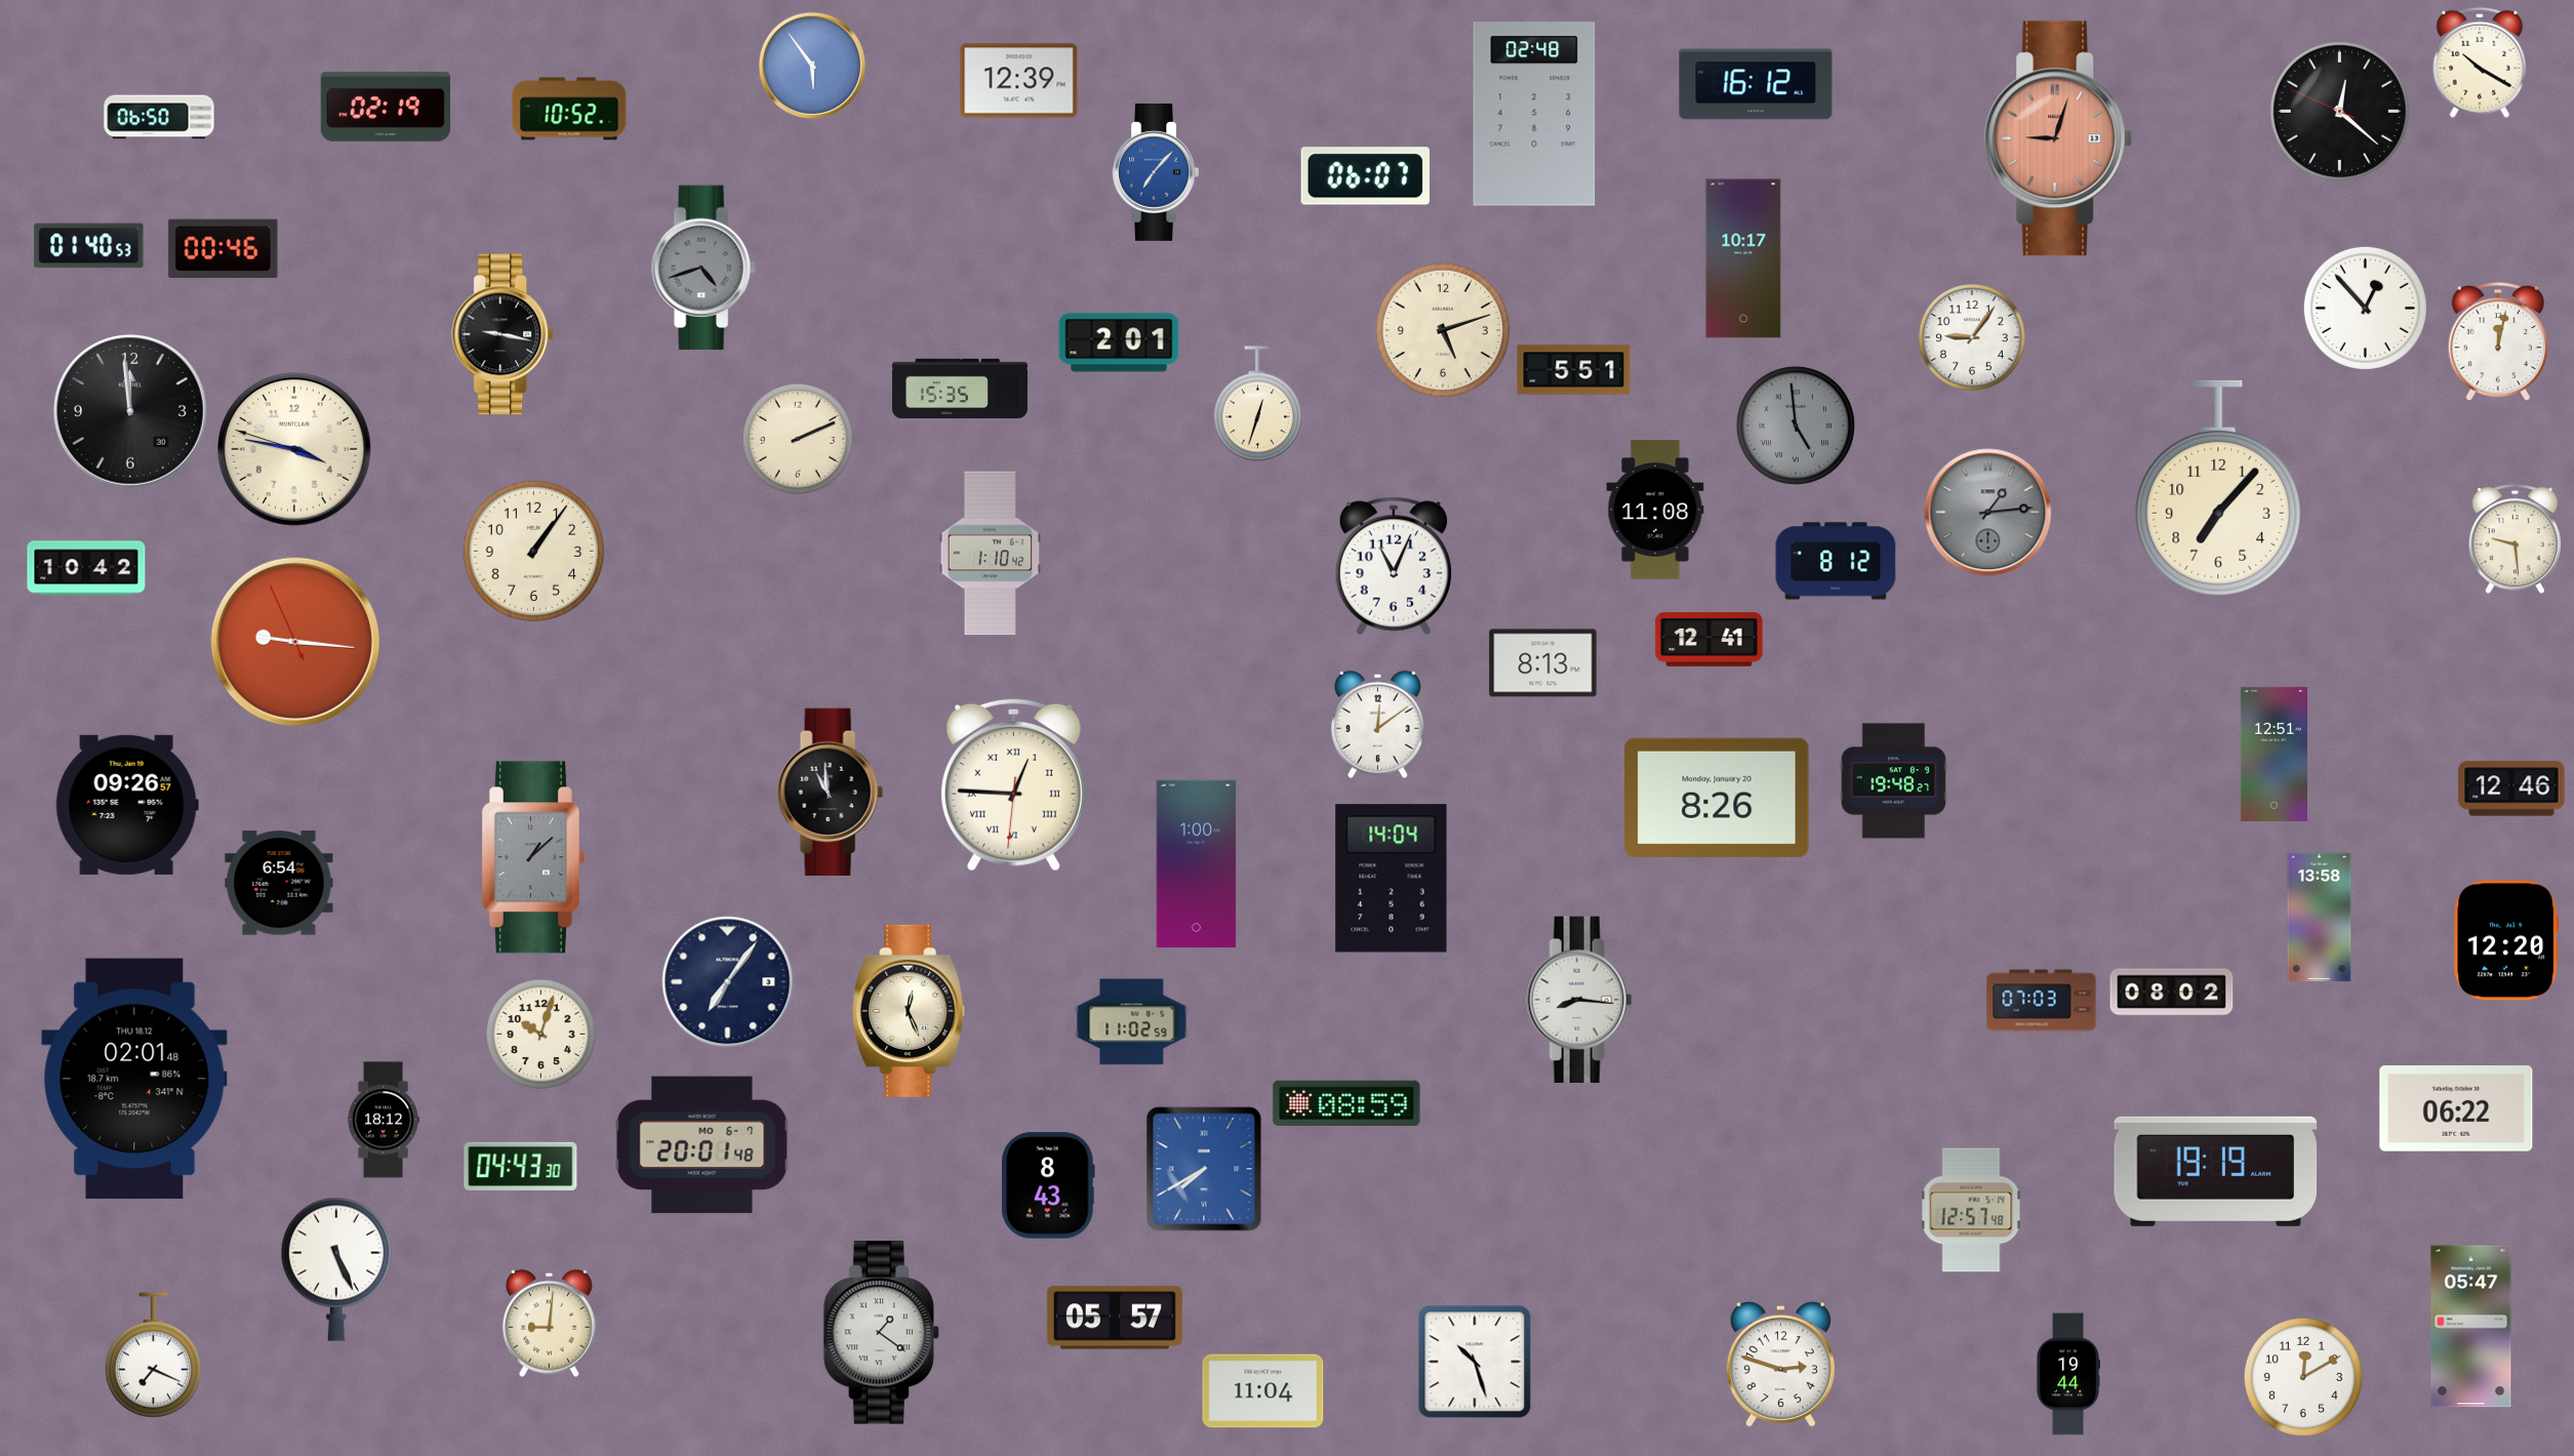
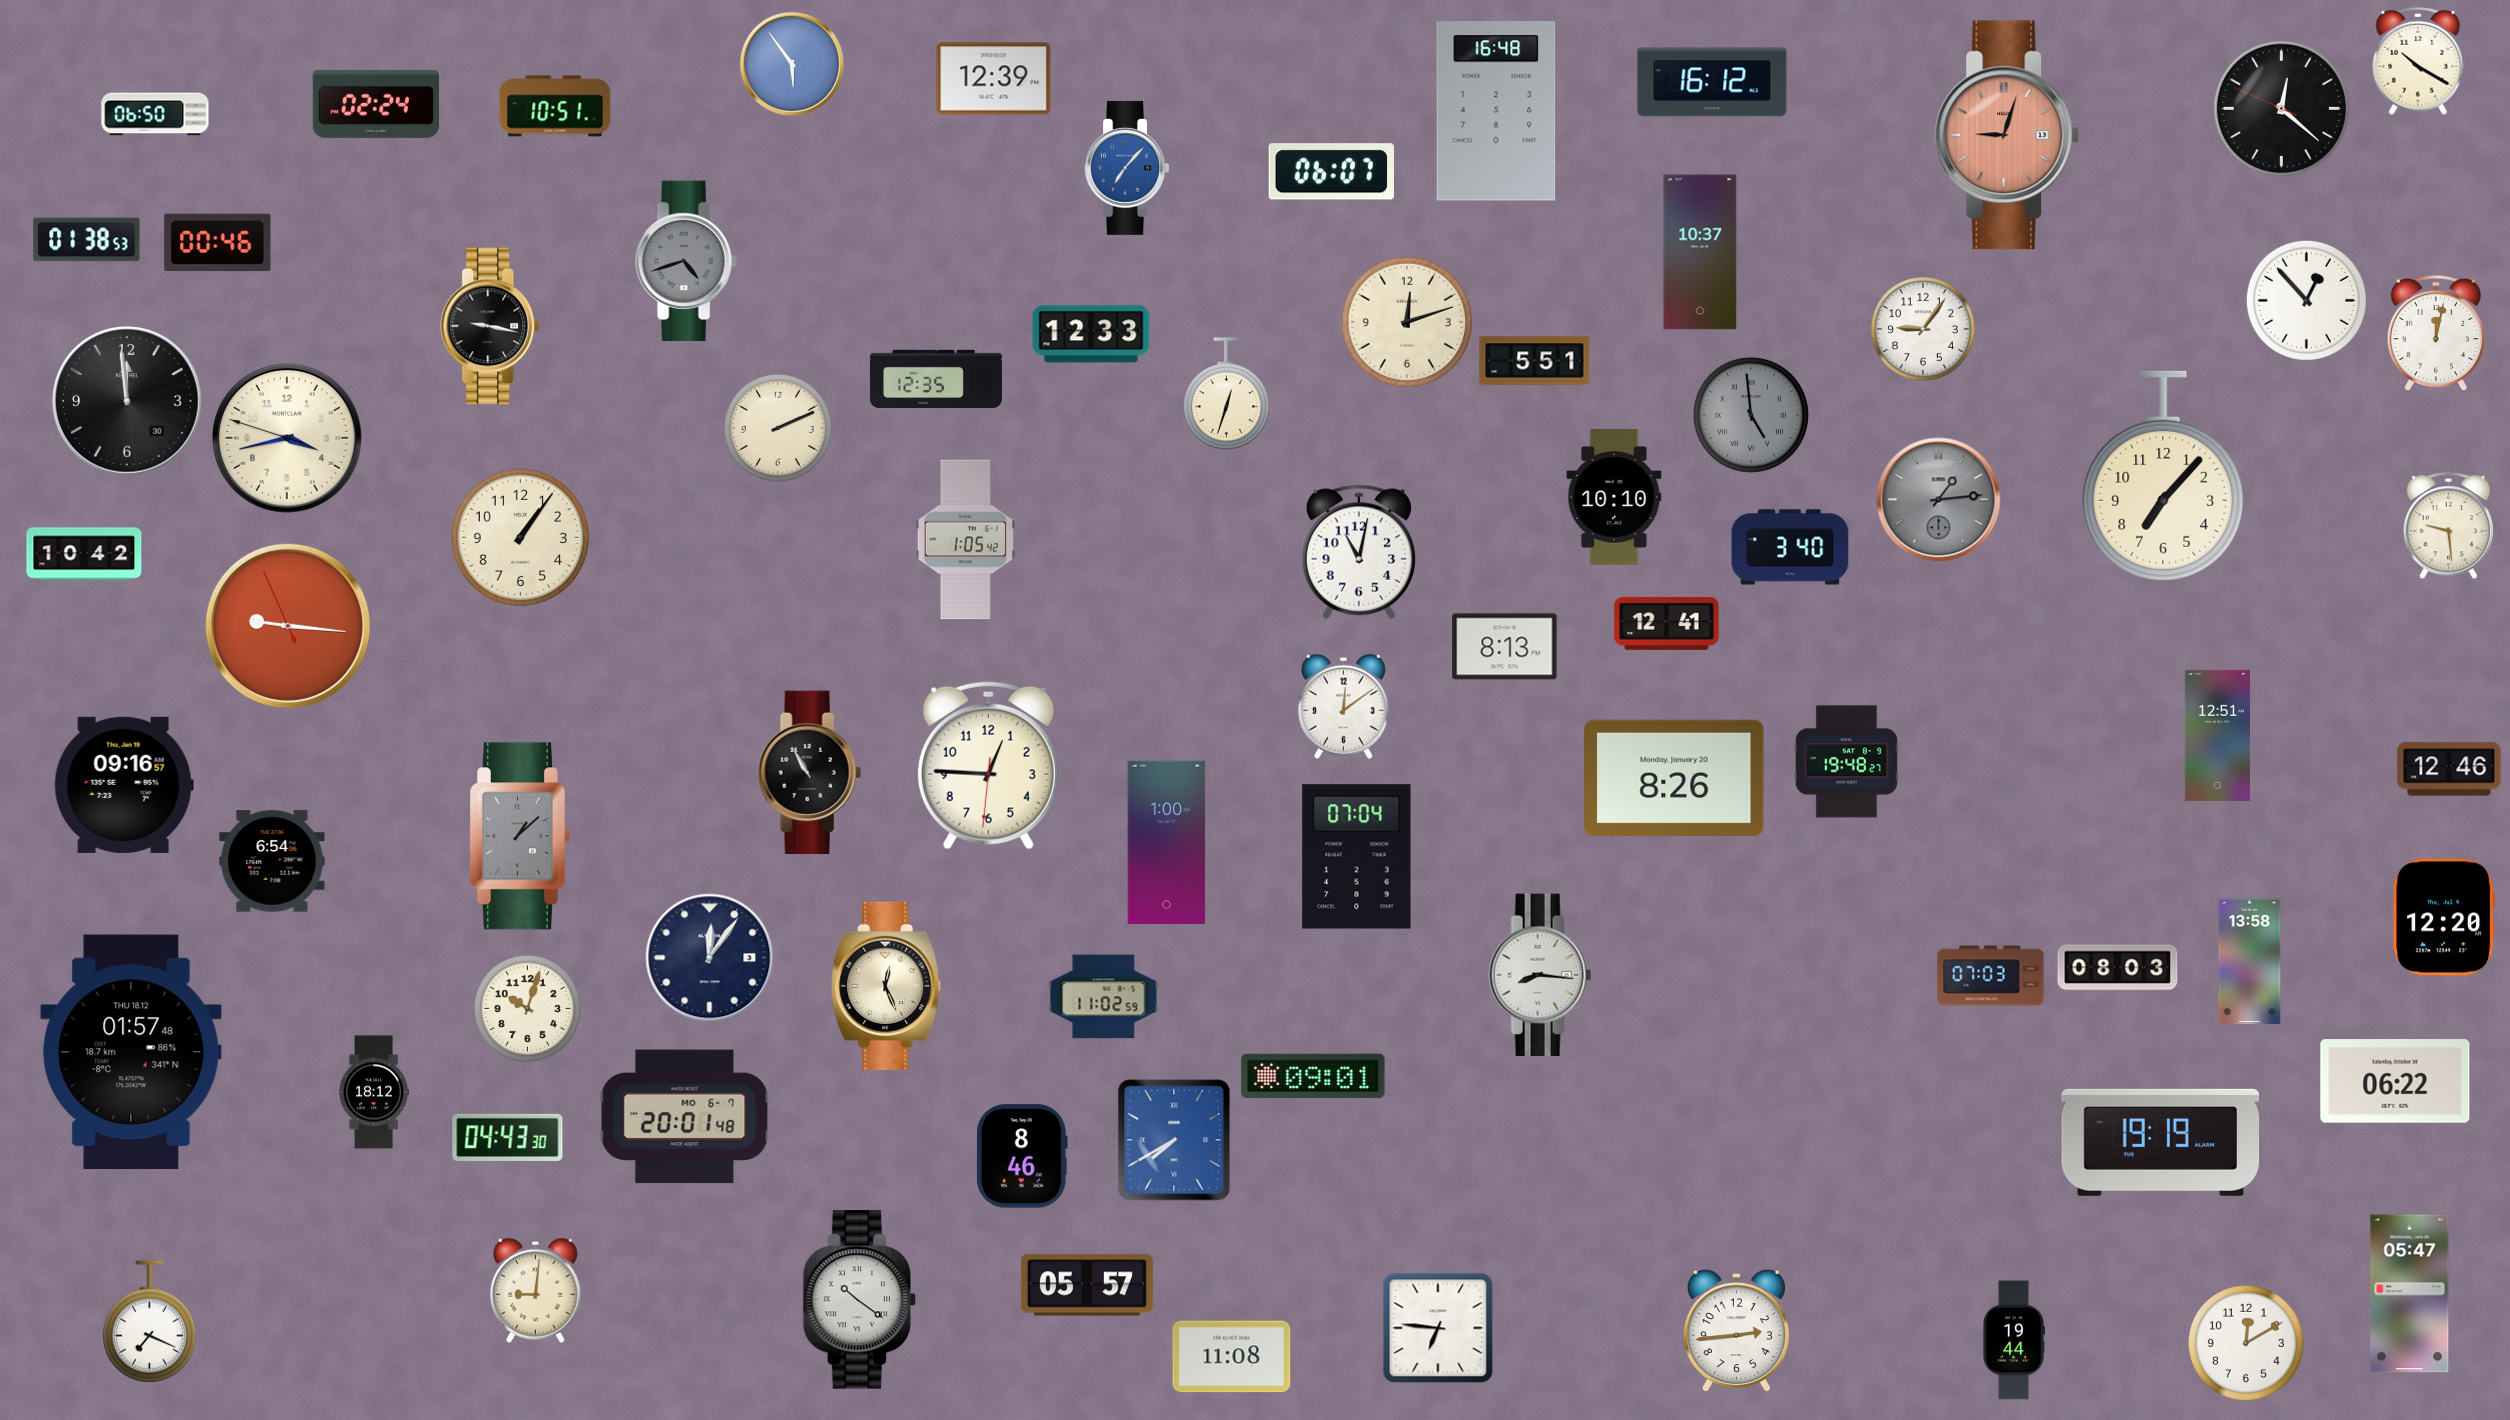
clock at (386, 107): 02:19 -> 02:24
clock at (569, 109): 10:52 -> 10:51
clock at (1534, 114): 02:48 -> 16:48
clock at (89, 246): 01:40 -> 01:38
clock at (1743, 258): 10:17 -> 10:37
clock at (1443, 330): 5:12 -> 12:12
clock at (1119, 342): 2:01 -> 12:33
clock at (960, 389): 15:35 -> 12:35
clock at (295, 450): 3:46 -> 3:42
clock at (1655, 511): 11:08 -> 10:10
clock at (2516, 539) position: (2516, 539) -> (2449, 526)
clock at (990, 554): 1:10 -> 1:05
clock at (1836, 561): 8:12 -> 3:40
clock at (1393, 566): 11:04 -> 11:02
clock at (1013, 785) numerals: Roman -> Arabic
clock at (830, 792): 10:59 -> 10:55
clock at (127, 805): 09:26 -> 09:16
clock at (1392, 879): 14:04 -> 07:04
clock at (2320, 918) position: (2320, 918) -> (2250, 962)
clock at (728, 982): 7:06 -> 12:06
clock at (2172, 993): 08:02 -> 08:03
clock at (134, 1079): 02:01 -> 01:57
clock at (1346, 1102): 08:59 -> 09:01
clock at (1048, 1185): 8:43 -> 8:46
clock at (1971, 1210): 12:57 -> none
clock at (336, 1269): 5:26 -> none
clock at (882, 1333): 1:21 -> 10:21
clock at (1475, 1362): 10:27 -> 6:46
clock at (1780, 1365): 2:48 -> 2:44
clock at (2067, 1374) position: (2067, 1374) -> (2013, 1340)
clock at (1263, 1391): 11:04 -> 11:08
